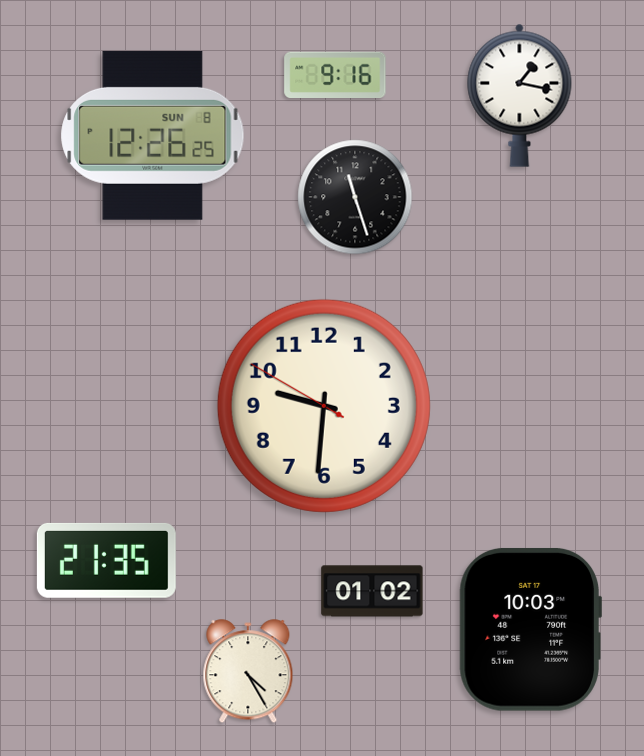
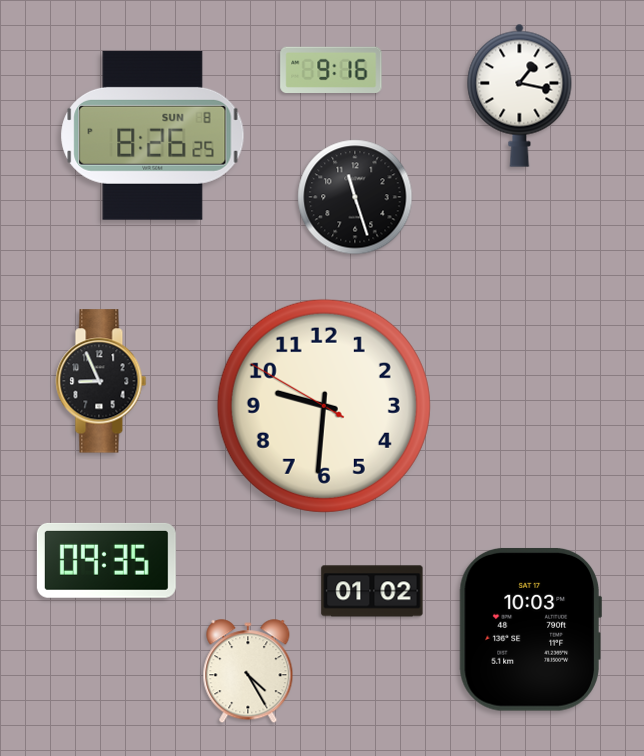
clock at (335, 74) position: (335, 74) -> (331, 69)
clock at (153, 135): 12:26 -> 8:26
clock at (101, 381): none -> 8:56
clock at (106, 560): 21:35 -> 09:35
